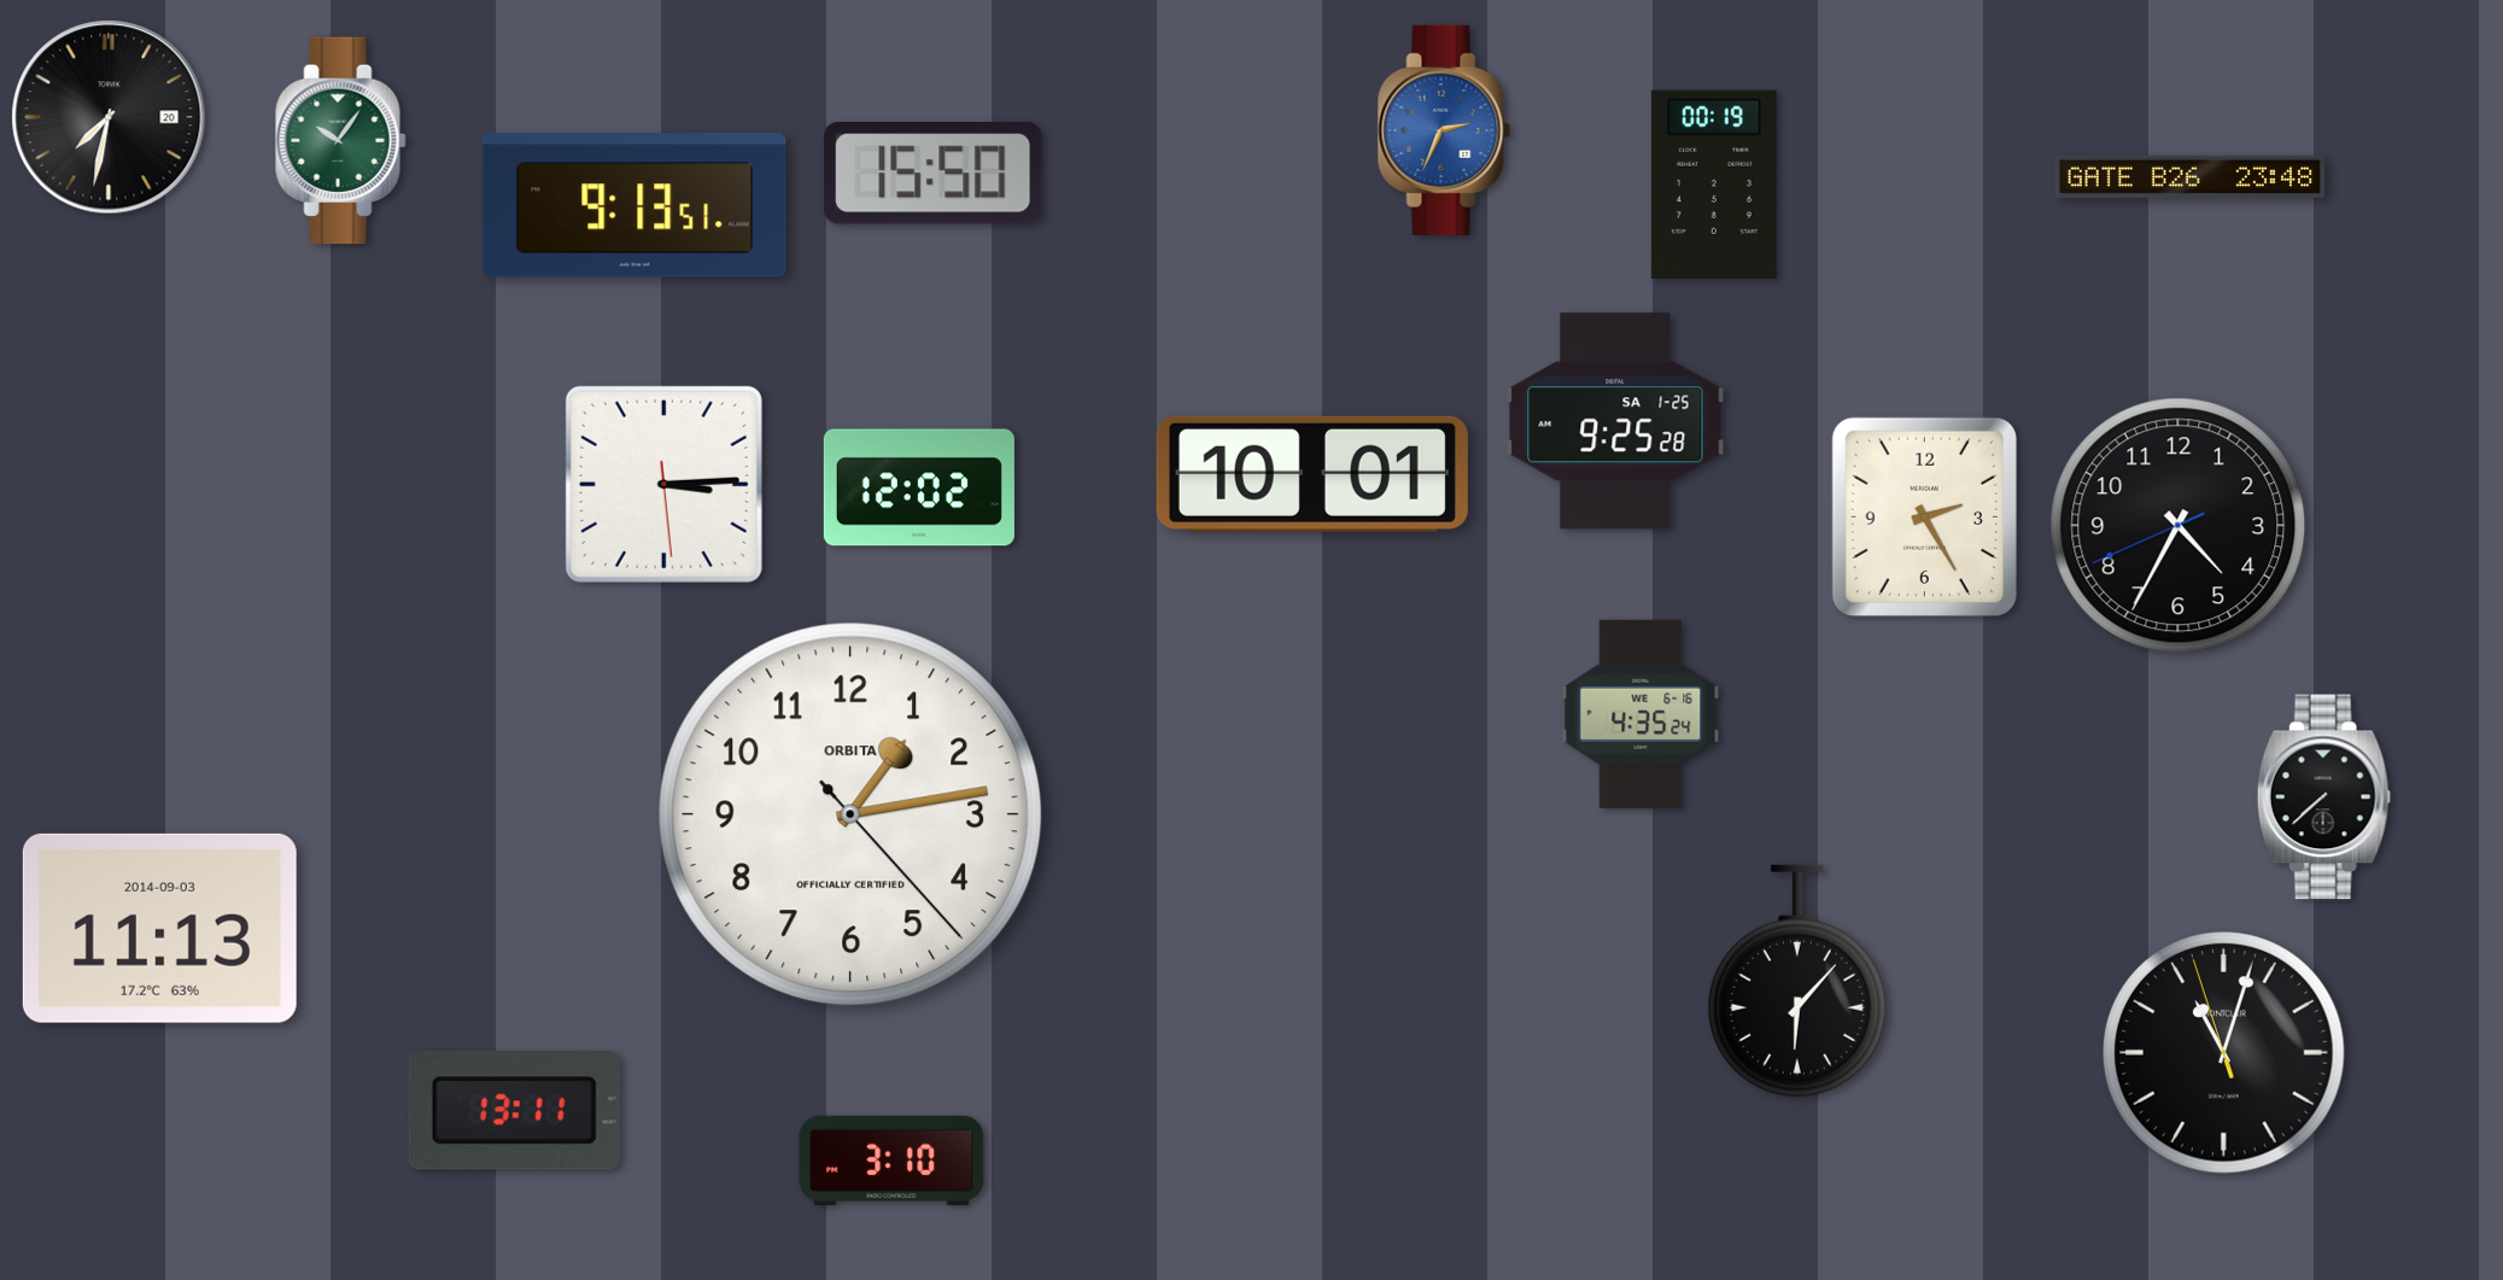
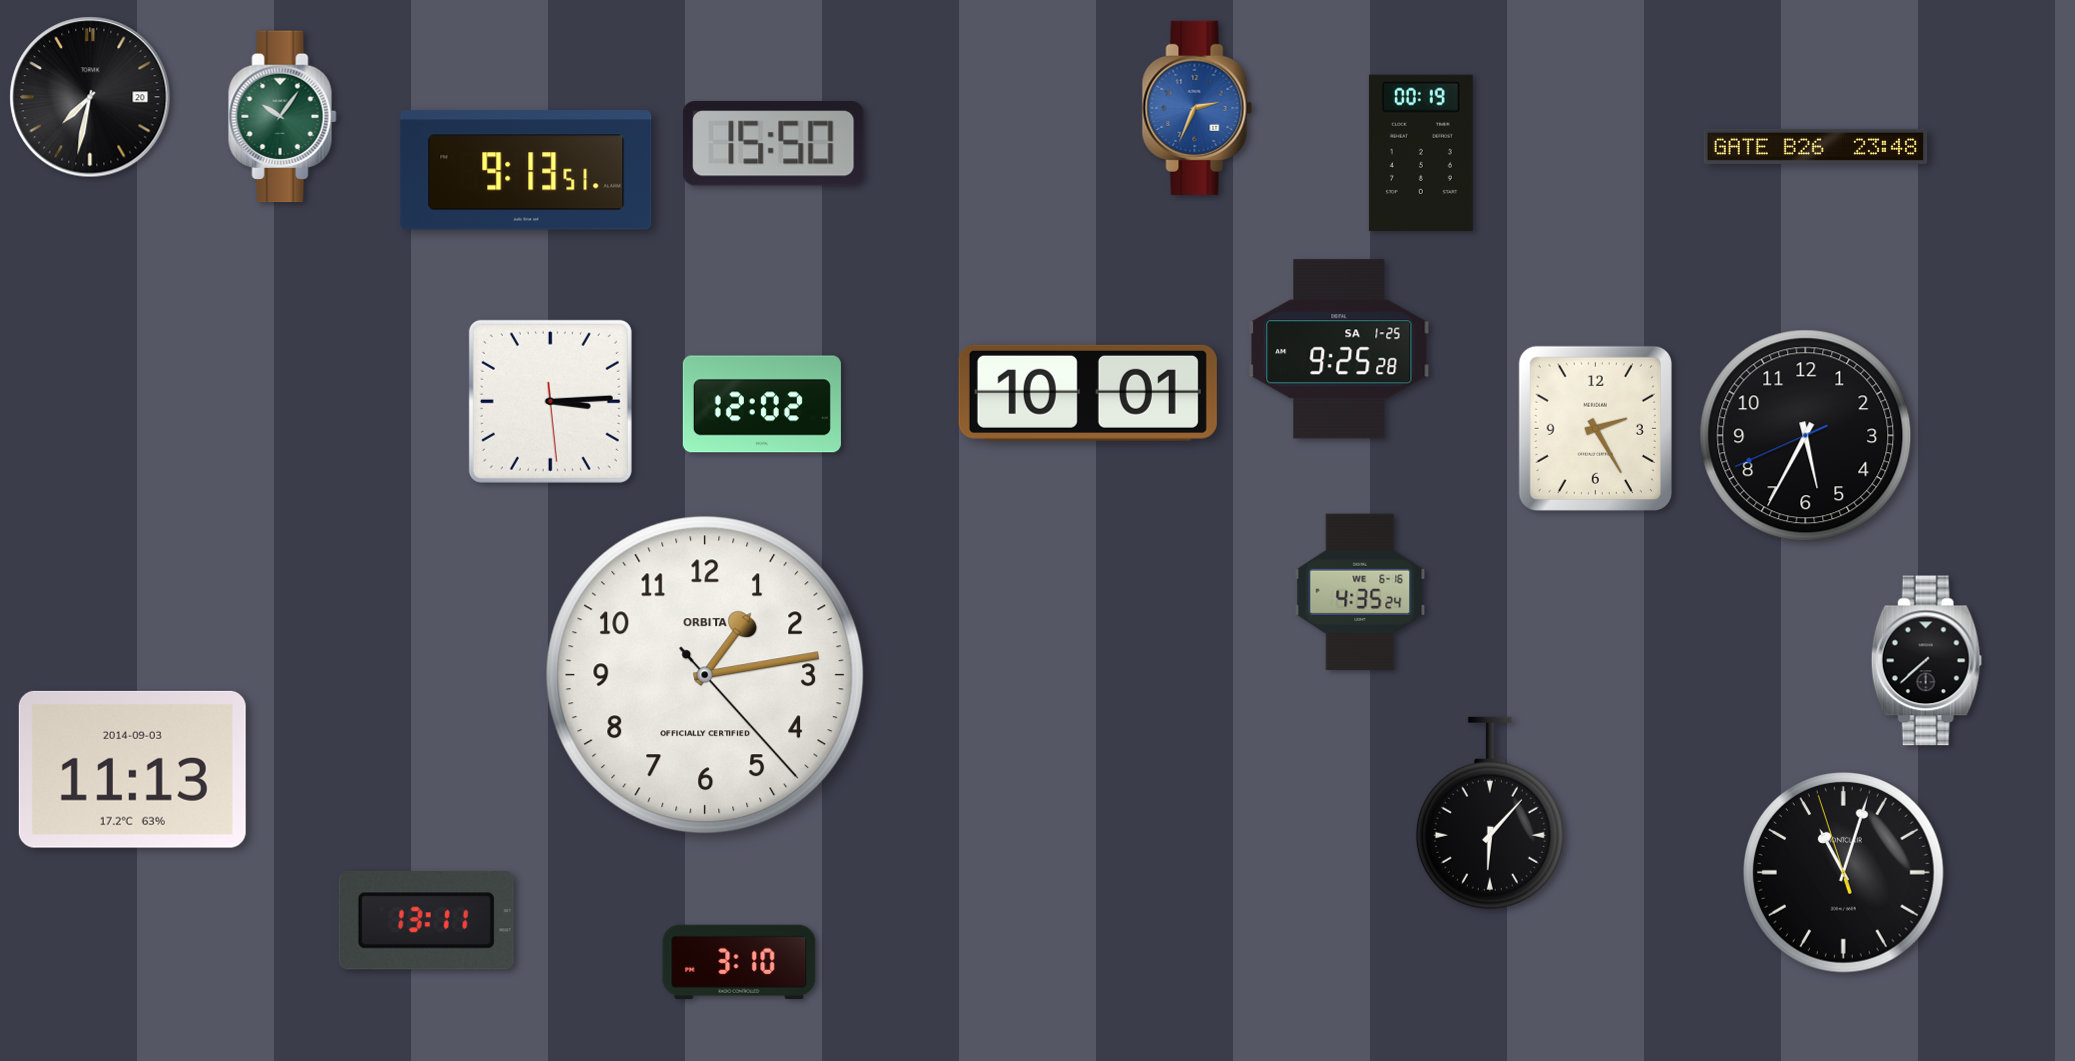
clock at (2179, 526): 4:34 -> 5:34
